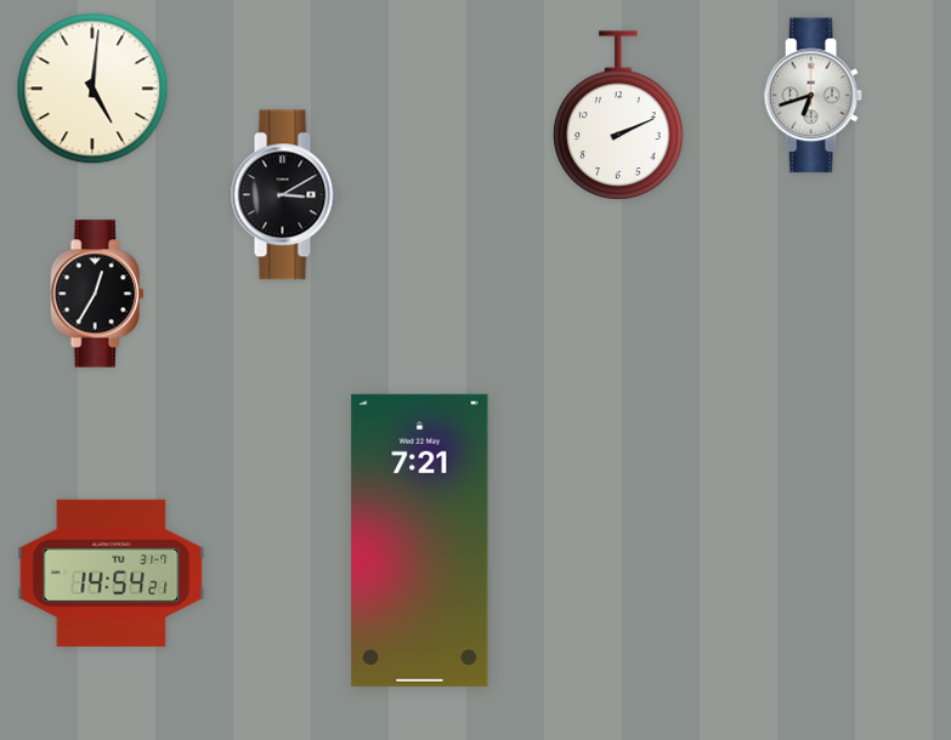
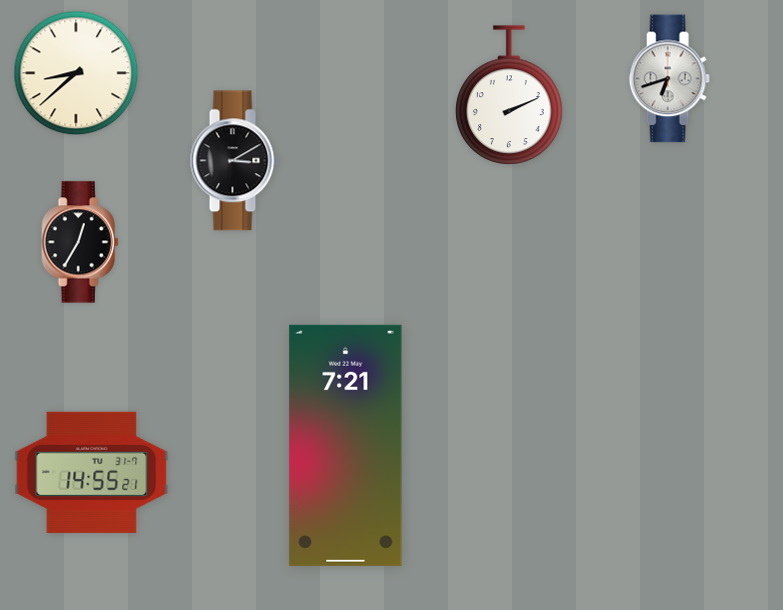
clock at (92, 89): 5:01 -> 8:38
clock at (112, 573): 14:54 -> 14:55
